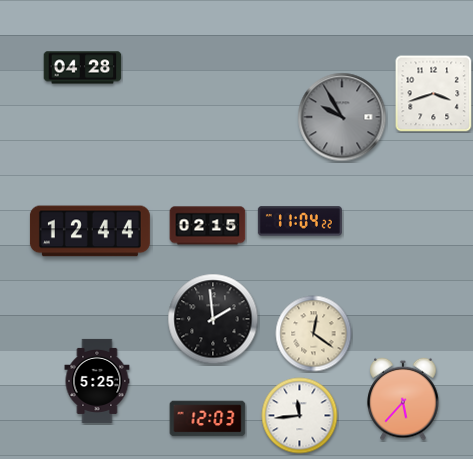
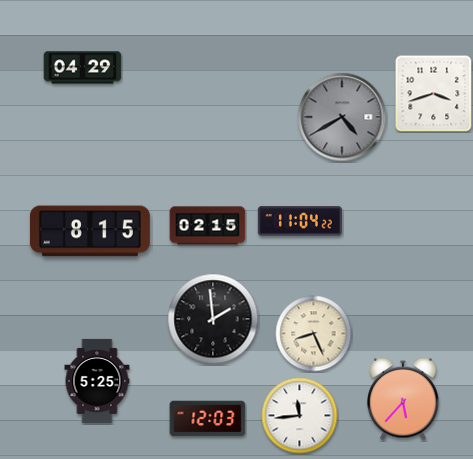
clock at (83, 68): 04:28 -> 04:29
clock at (342, 117): 9:55 -> 4:40
clock at (90, 231): 12:44 -> 8:15
clock at (314, 334): 12:21 -> 8:26
